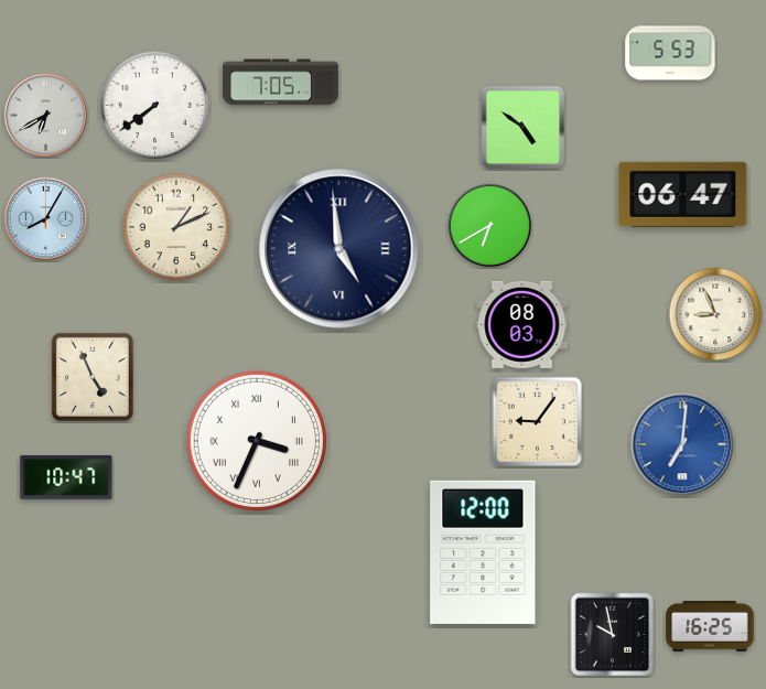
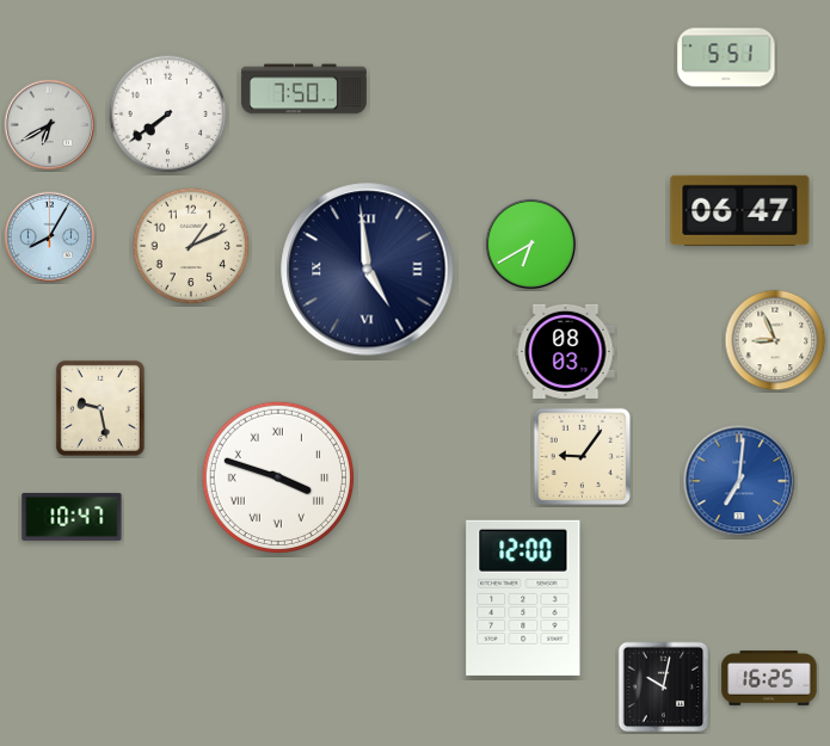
clock at (670, 53): 5:53 -> 5:51
clock at (280, 83): 7:05 -> 7:50
clock at (524, 128): 4:51 -> none
clock at (93, 377): 4:56 -> 9:28
clock at (256, 440): 3:34 -> 3:48
clock at (613, 635): 9:58 -> 10:02
